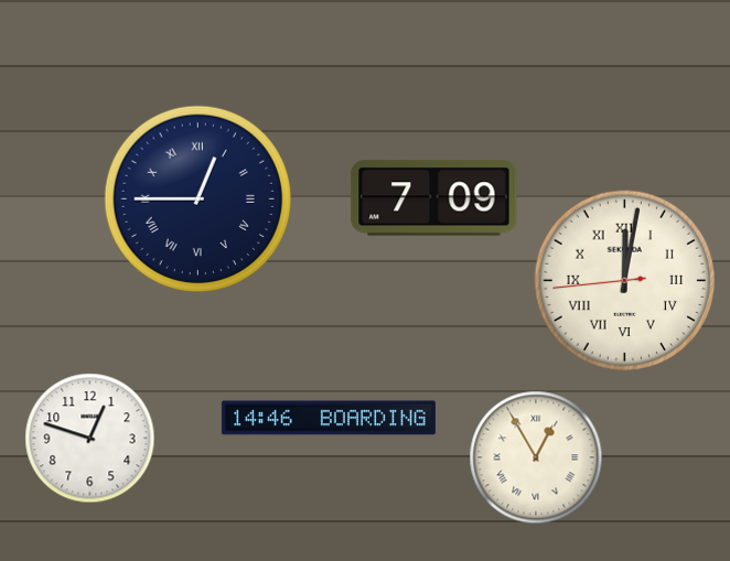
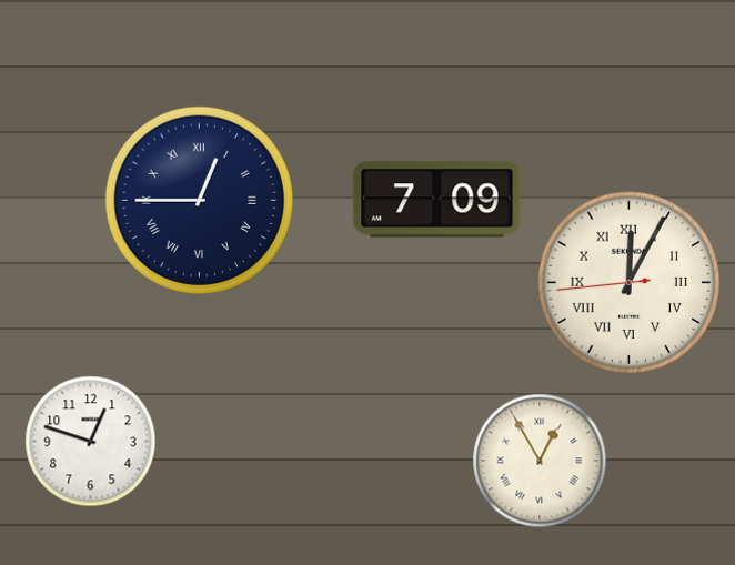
clock at (625, 281): 12:01 -> 12:04
clock at (329, 418): 14:46 -> none
